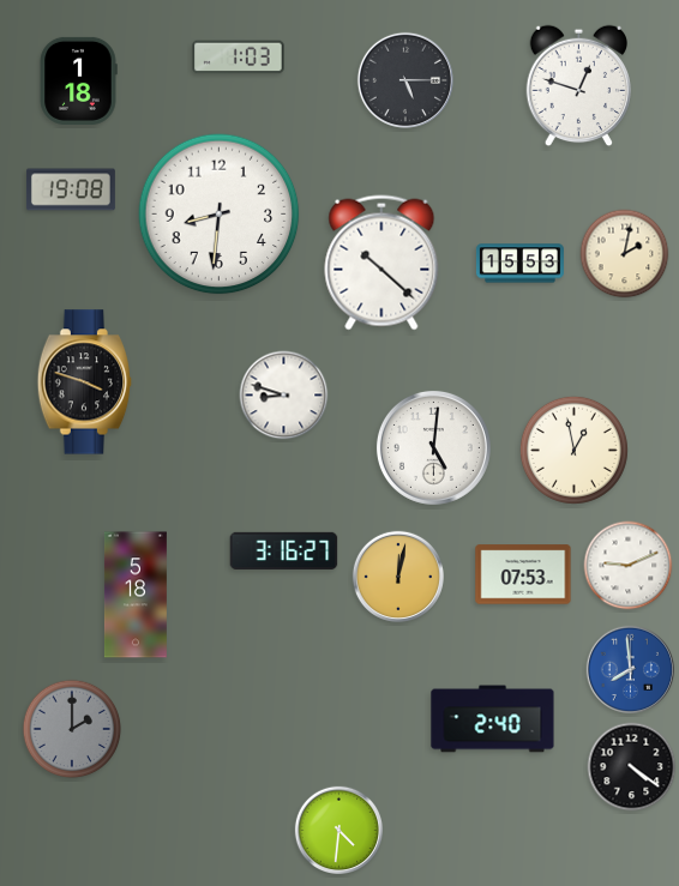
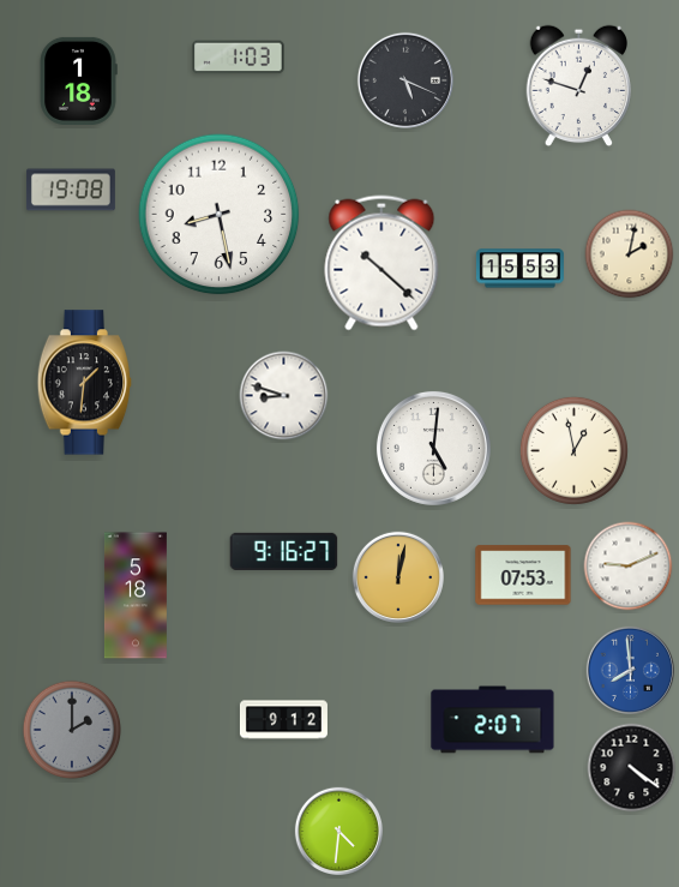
clock at (405, 80): 5:15 -> 5:19
clock at (220, 215): 8:31 -> 8:28
clock at (625, 254) position: (625, 254) -> (630, 254)
clock at (519, 264) position: (519, 264) -> (519, 269)
clock at (85, 382): 3:48 -> 1:31
clock at (284, 550): 3:16 -> 9:16
clock at (283, 720): none -> 9:12
clock at (493, 719): 2:40 -> 2:07
